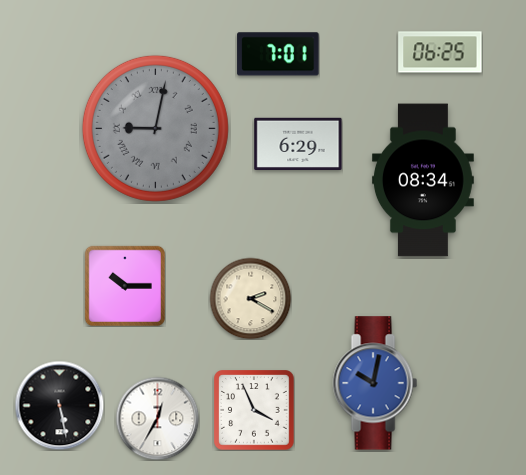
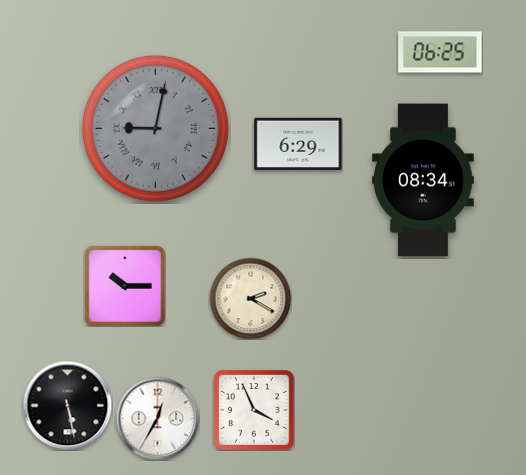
clock at (278, 54): 7:01 -> none
clock at (375, 383): 10:02 -> none
clock at (59, 405) position: (59, 405) -> (67, 405)
